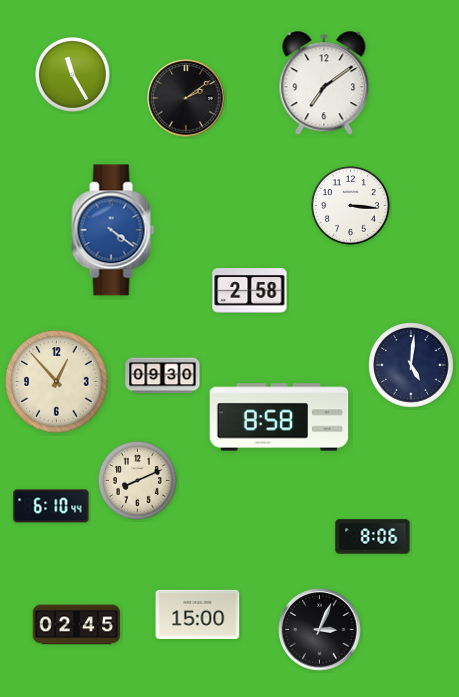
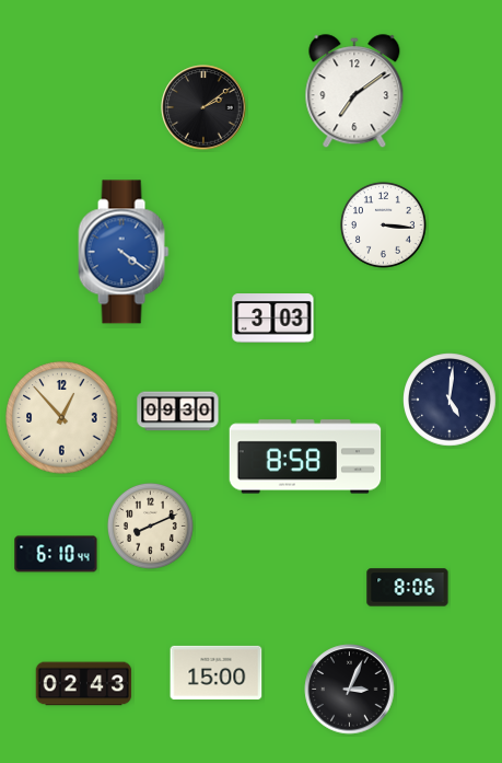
clock at (72, 74): 11:25 -> none
clock at (250, 291): 2:58 -> 3:03
clock at (77, 625): 02:45 -> 02:43
